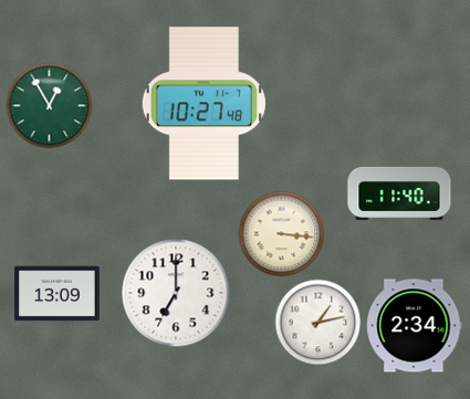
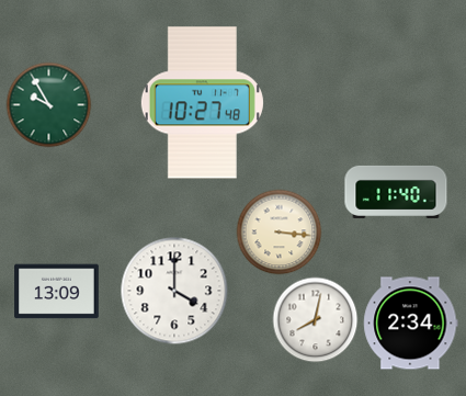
clock at (49, 105): 12:55 -> 9:55
clock at (176, 293): 7:00 -> 4:00
clock at (317, 322): 1:13 -> 8:02
